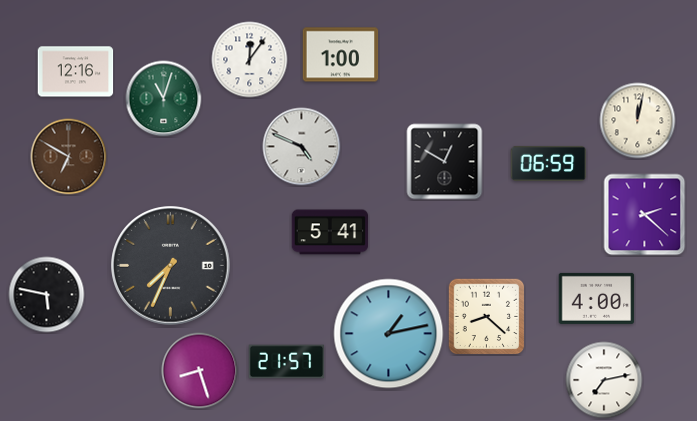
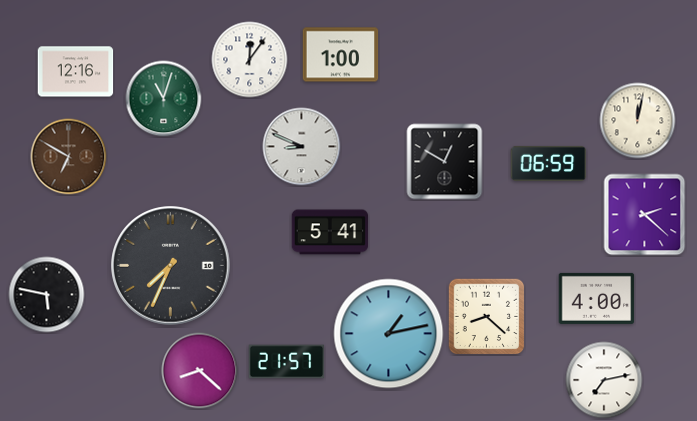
clock at (302, 147): 4:49 -> 8:49
clock at (200, 371): 8:27 -> 8:22
